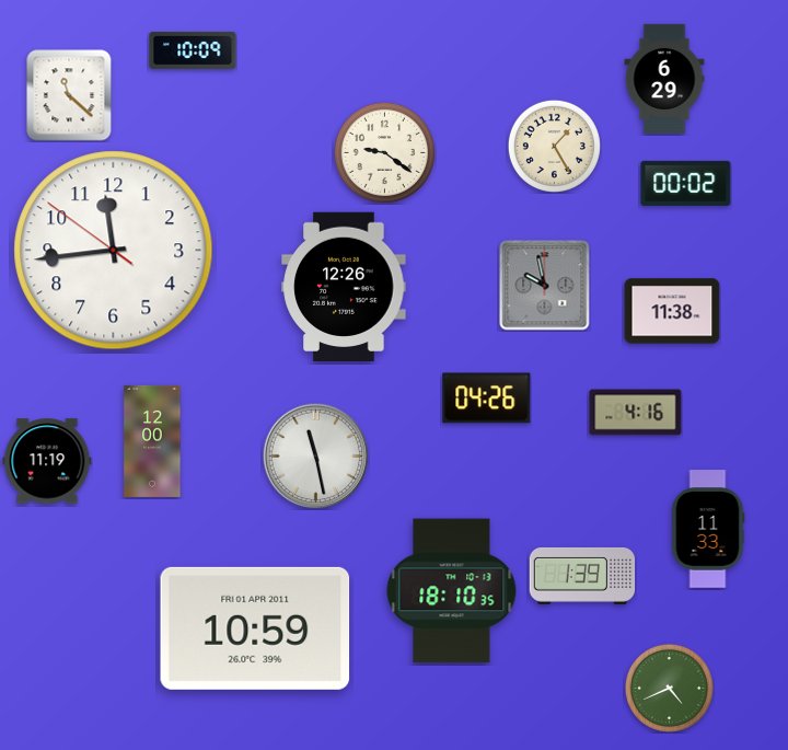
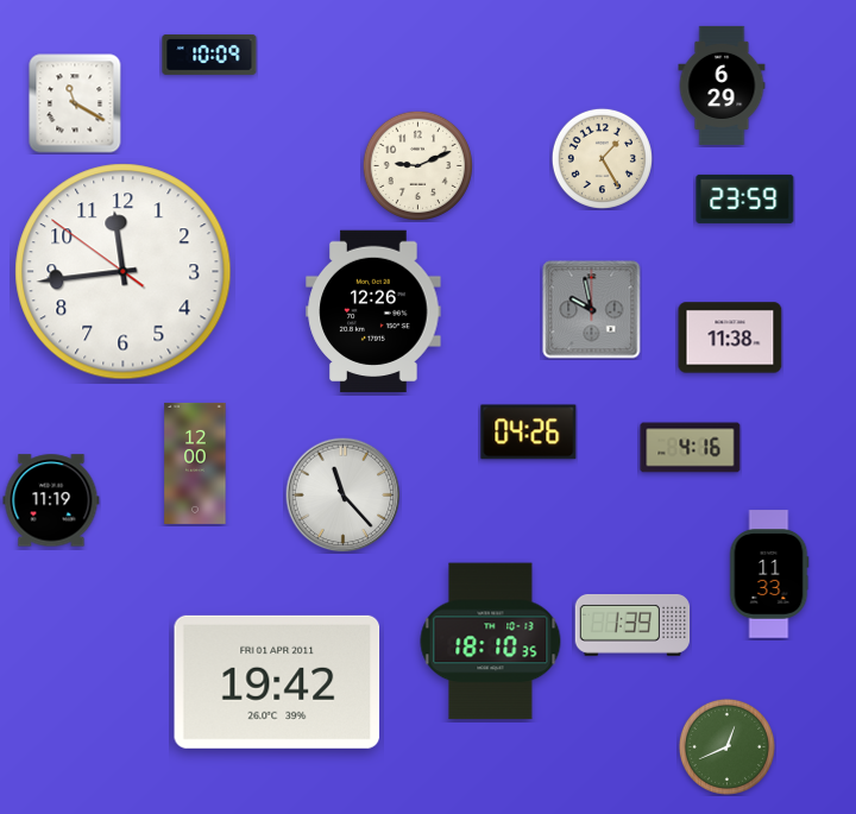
clock at (69, 95): 11:22 -> 11:20
clock at (384, 152): 9:21 -> 9:11
clock at (686, 183): 00:02 -> 23:59
clock at (152, 441) position: (152, 441) -> (195, 463)
clock at (316, 457): 11:28 -> 11:23
clock at (255, 628): 10:59 -> 19:42
clock at (669, 688): 4:41 -> 12:41
